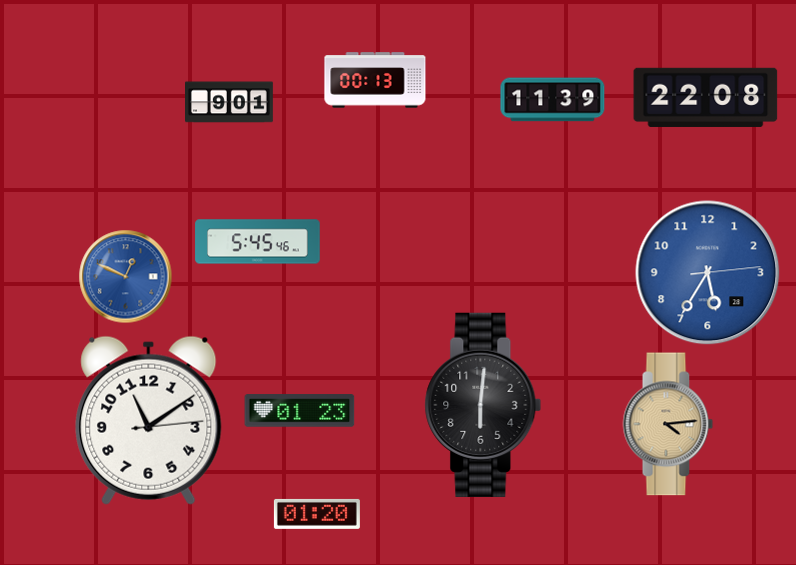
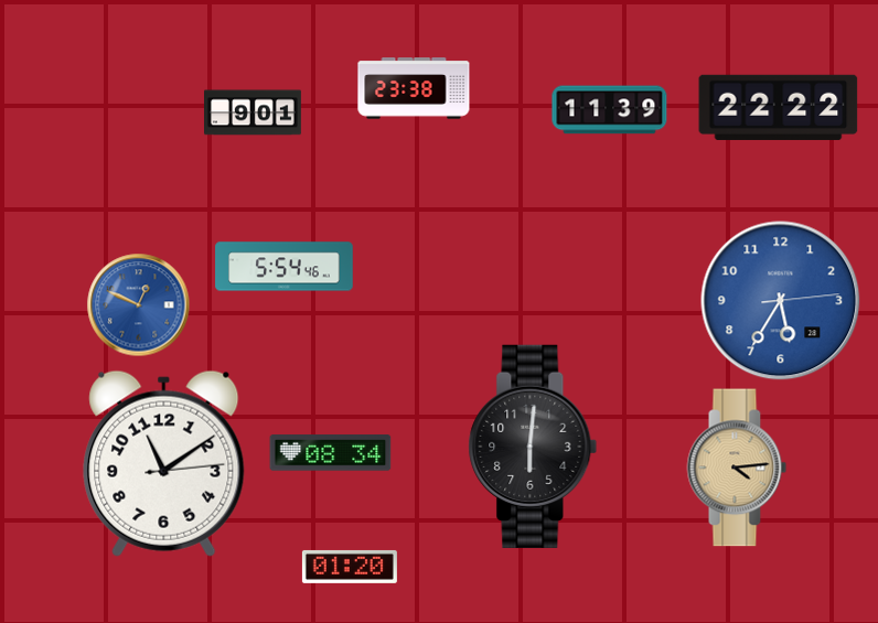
clock at (375, 80): 00:13 -> 23:38
clock at (706, 97): 22:08 -> 22:22
clock at (258, 242): 5:45 -> 5:54
clock at (300, 411): 01:23 -> 08:34
